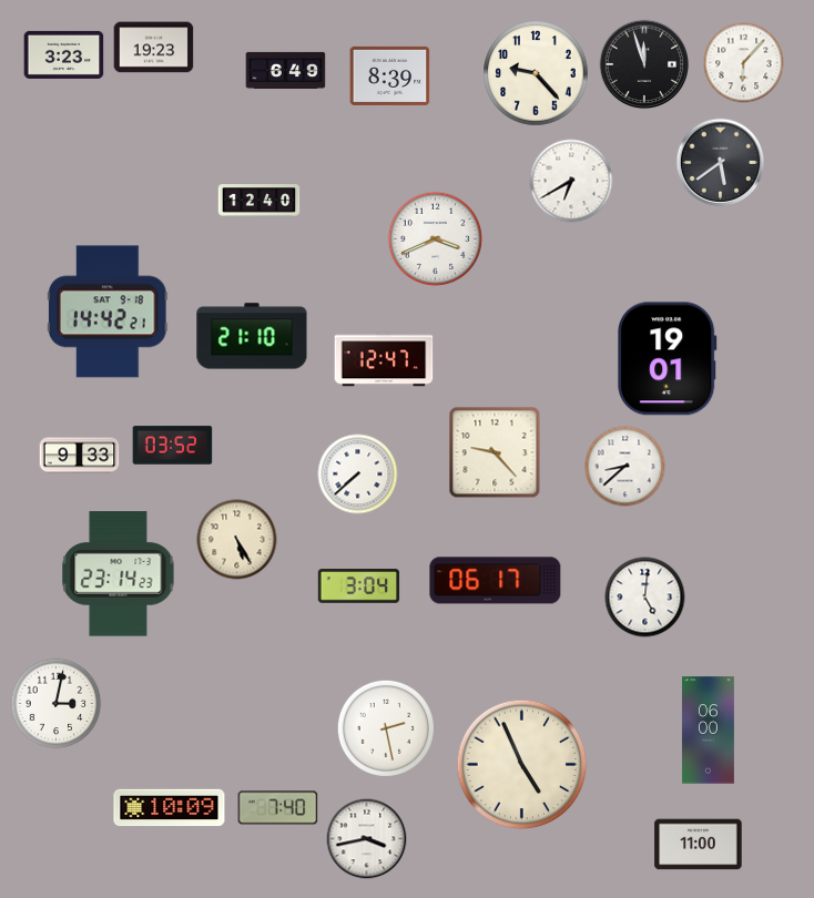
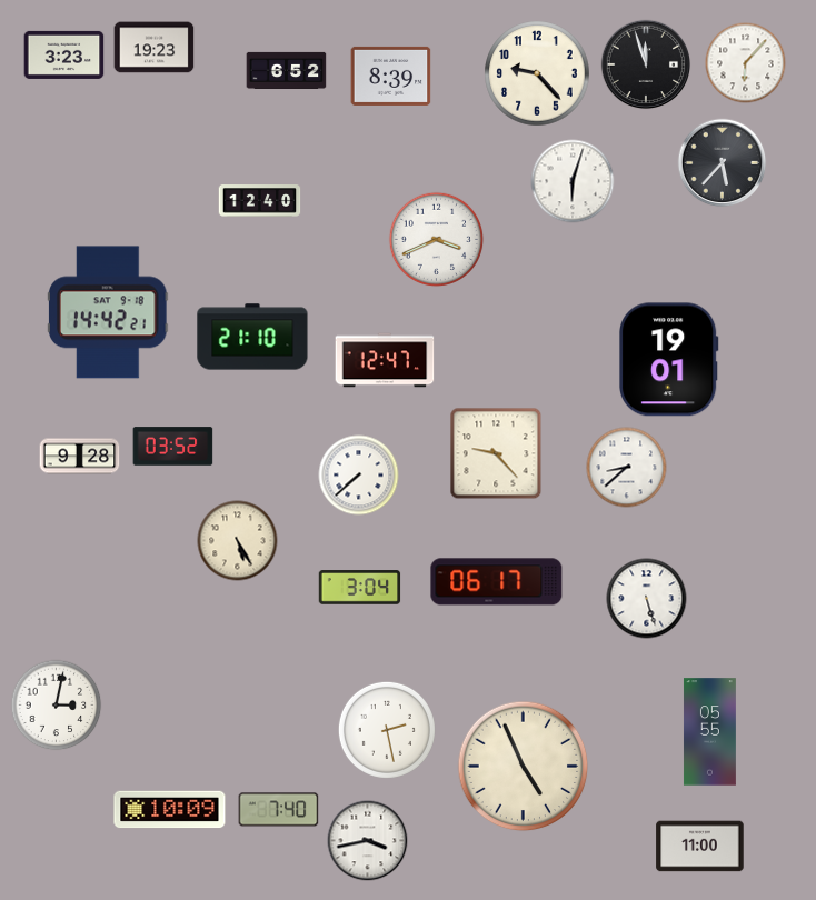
clock at (286, 70): 6:49 -> 6:52
clock at (721, 163): 5:39 -> 5:37
clock at (571, 181): 6:40 -> 6:03
clock at (80, 456): 9:33 -> 9:28
clock at (119, 574): 23:14 -> none
clock at (645, 598): 5:01 -> 5:27
clock at (708, 731): 06:00 -> 05:55
